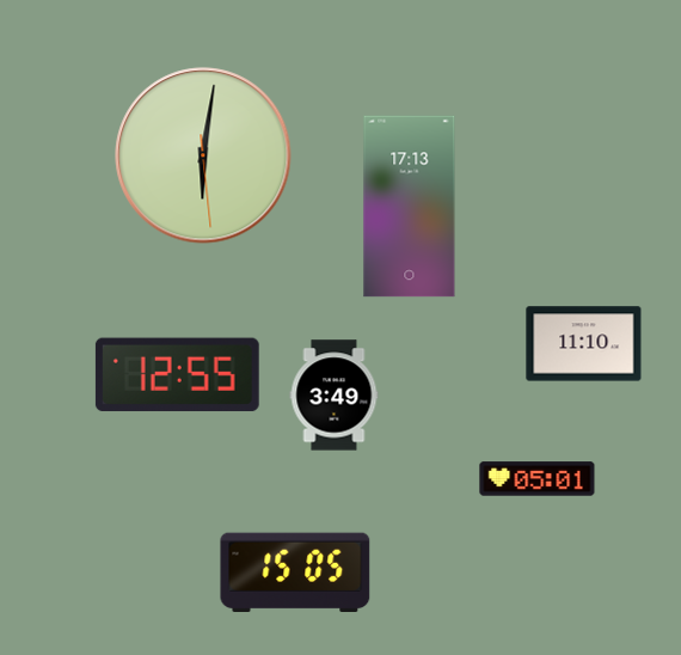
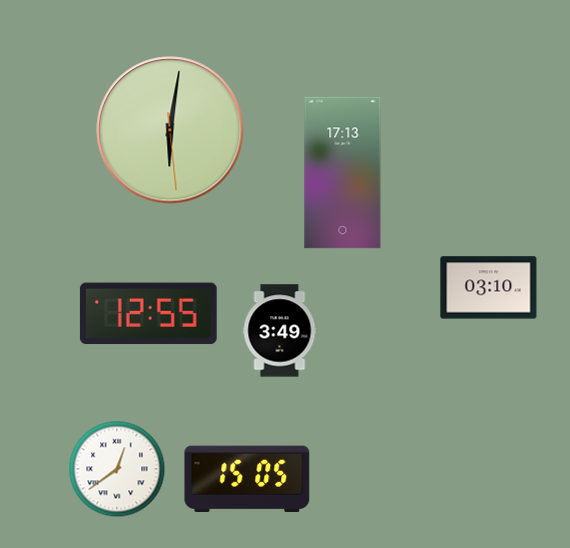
clock at (584, 344): 11:10 -> 03:10
clock at (538, 479): 05:01 -> none
clock at (117, 469): none -> 12:39
